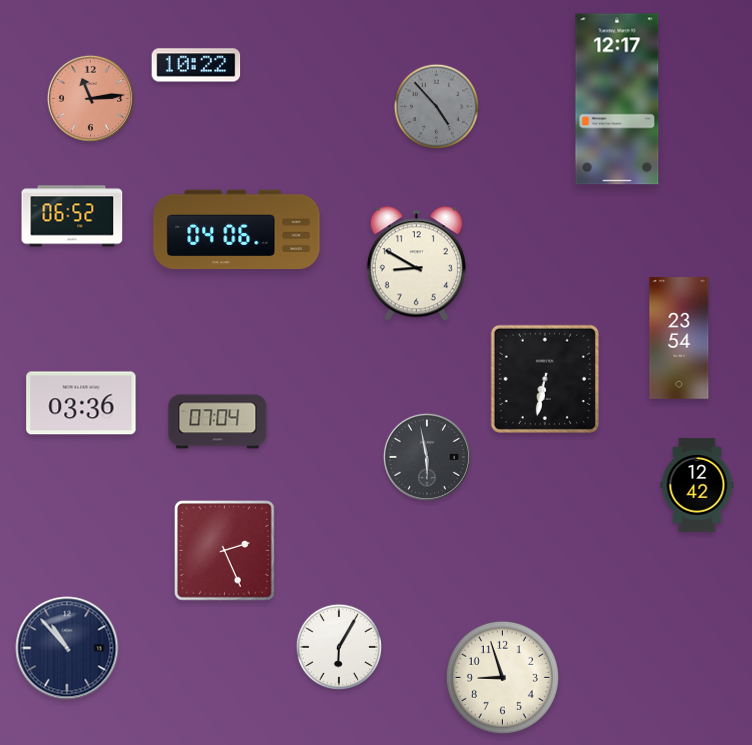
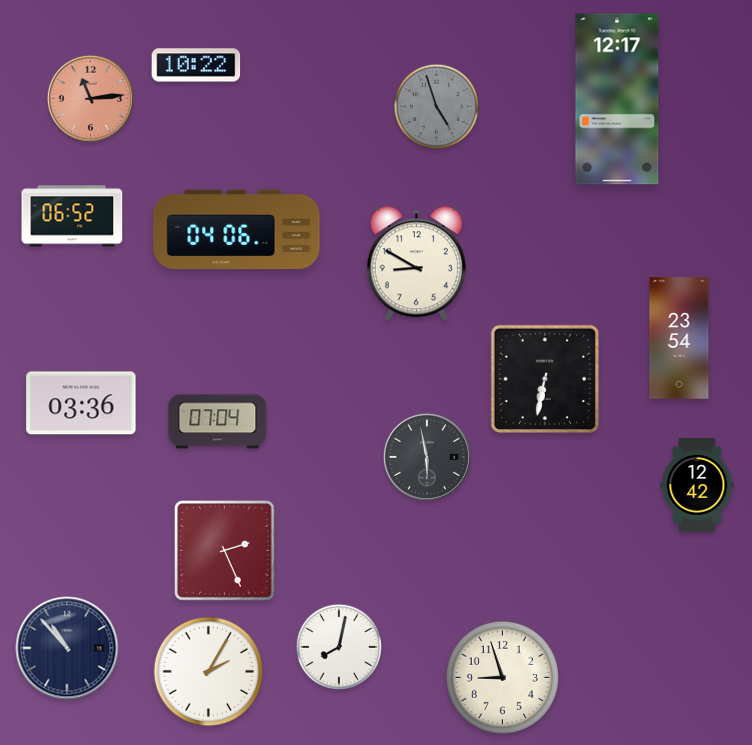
clock at (437, 107): 4:53 -> 4:57
clock at (339, 647): 6:05 -> 8:02
clock at (209, 672): none -> 2:05
